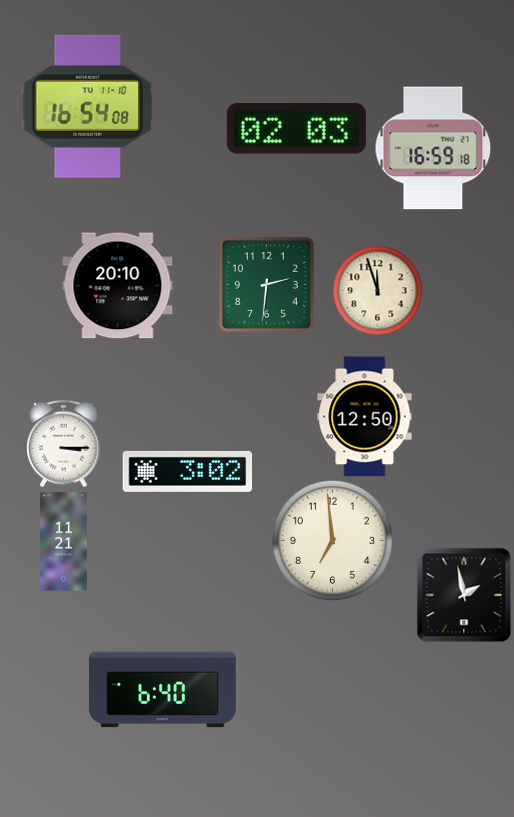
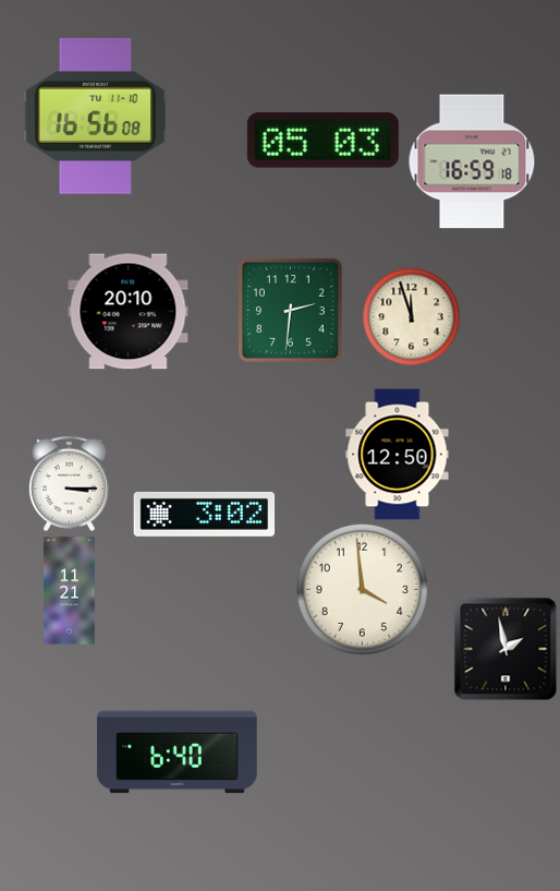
clock at (88, 106): 16:54 -> 16:56
clock at (296, 129): 02:03 -> 05:03
clock at (332, 540): 6:59 -> 3:59
